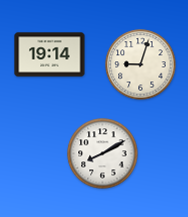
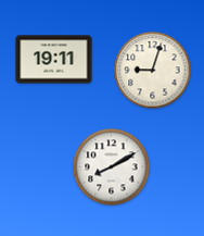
clock at (50, 55): 19:14 -> 19:11
